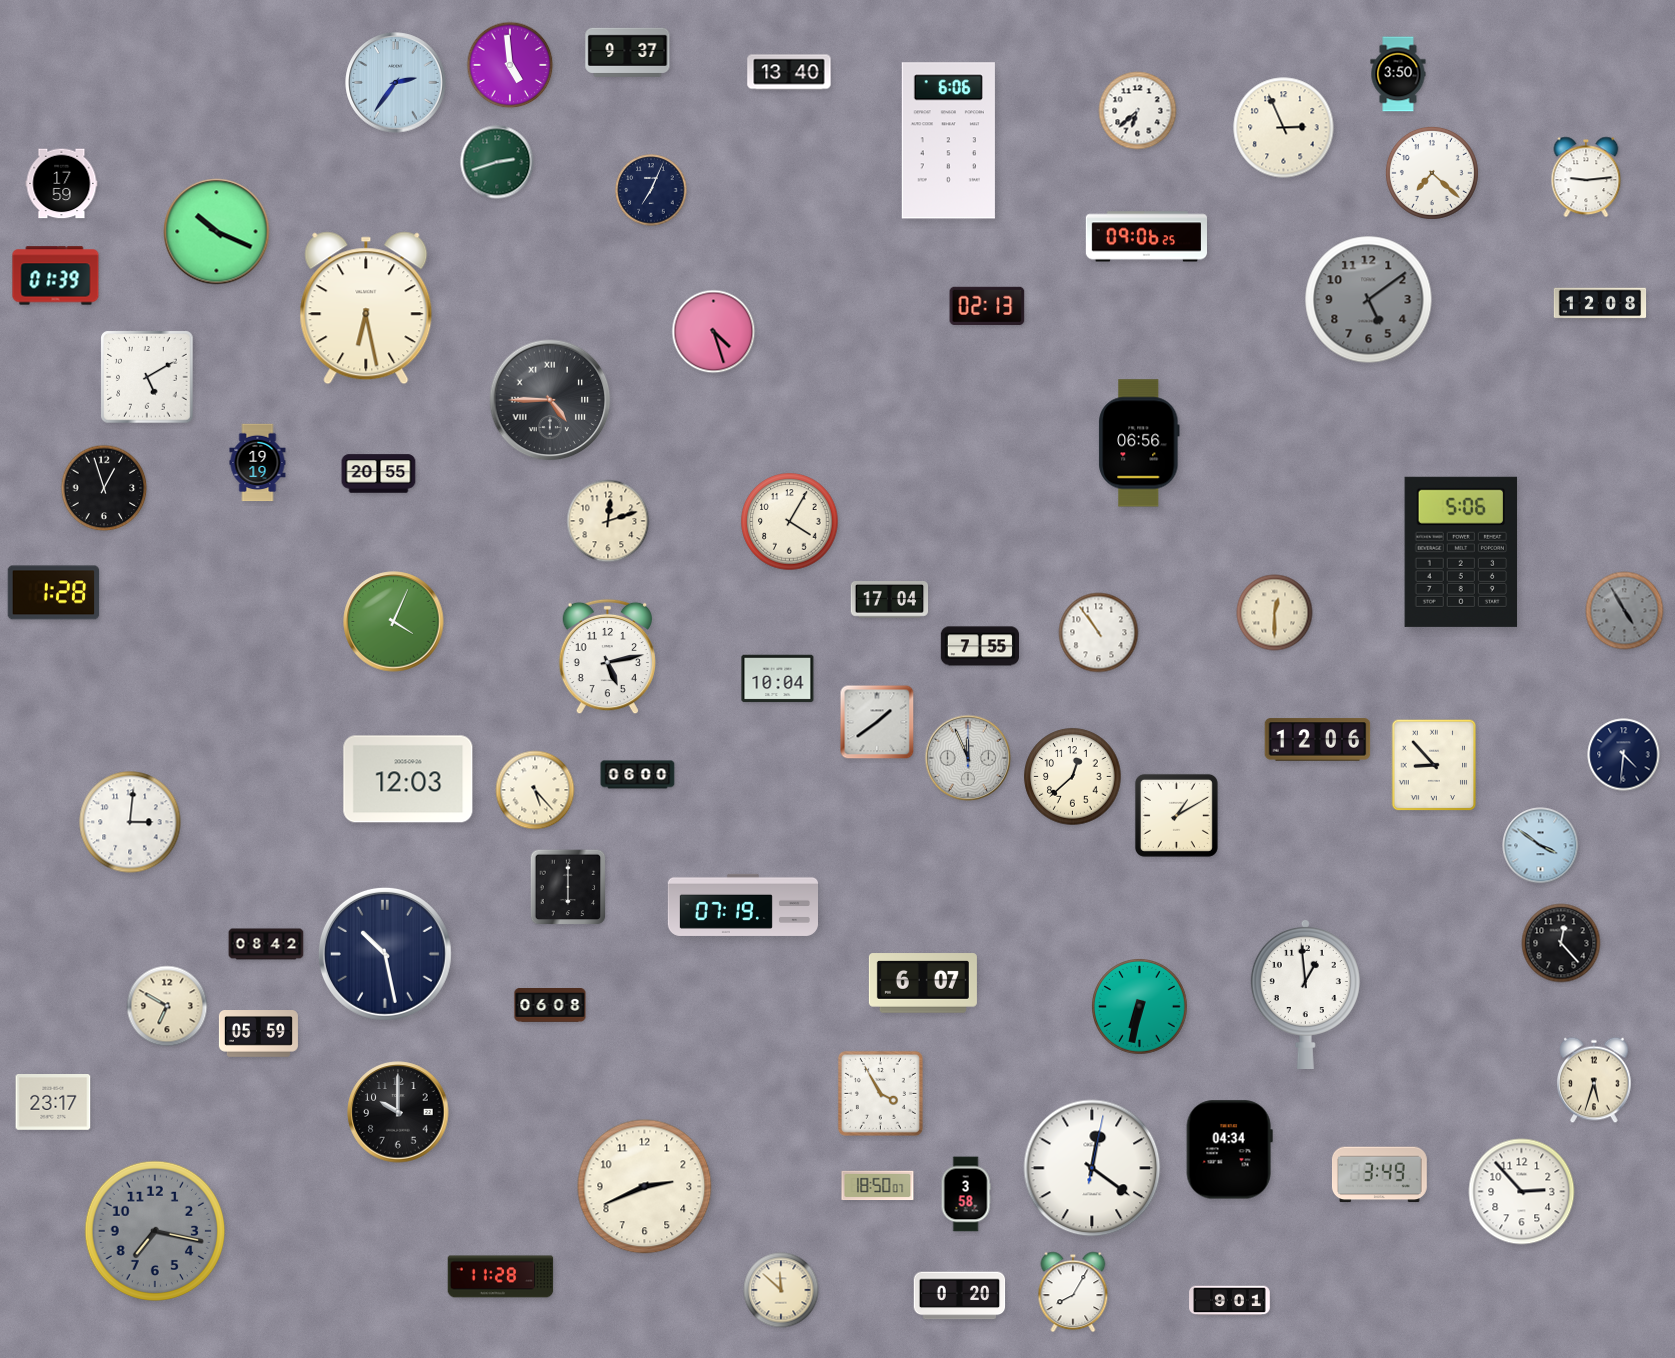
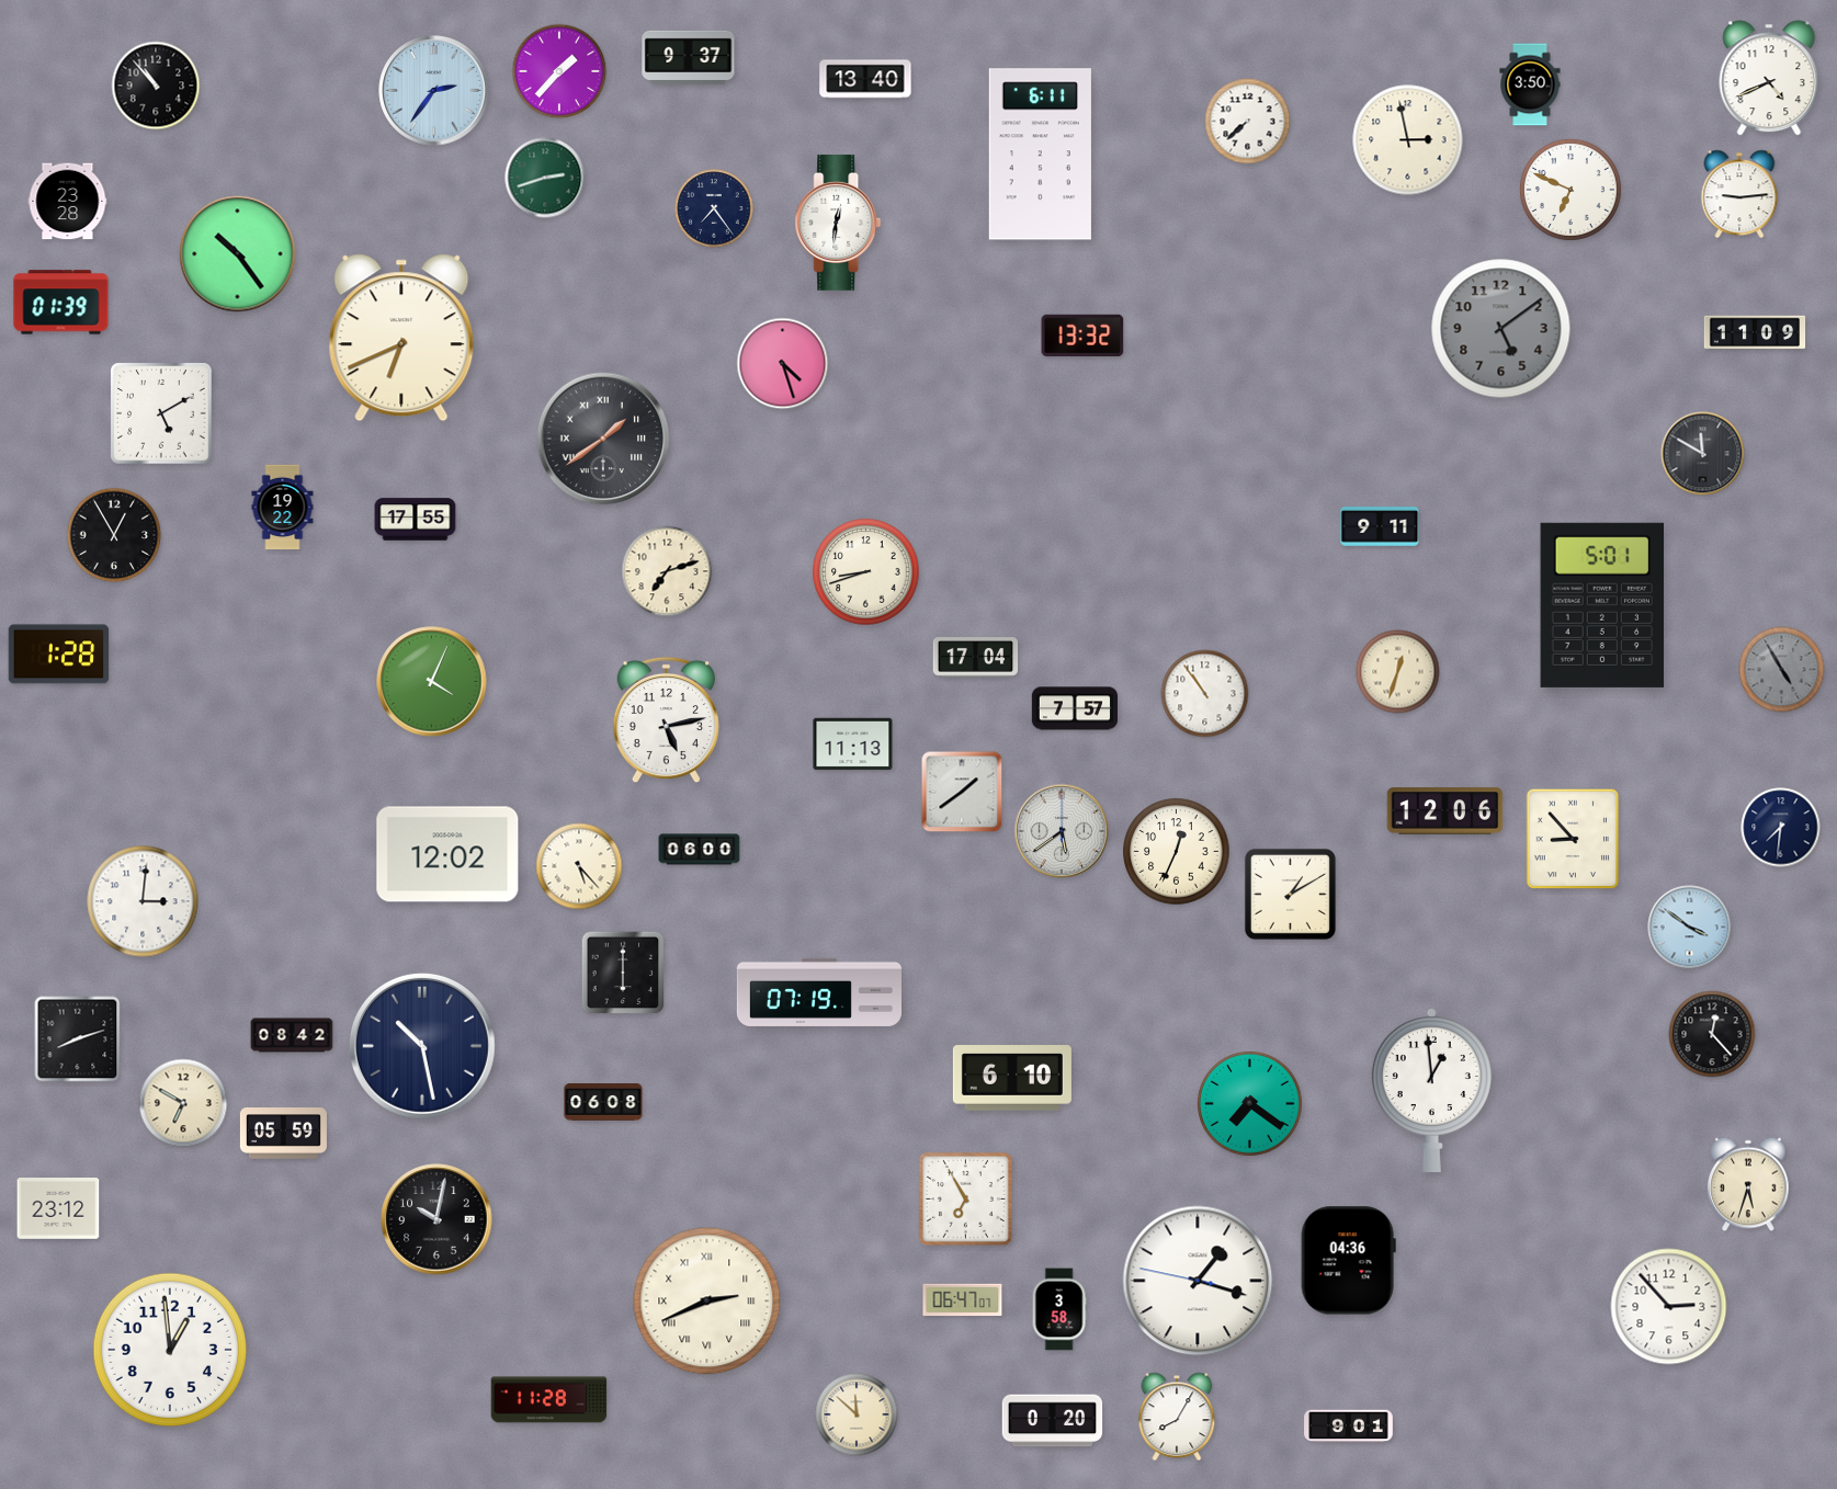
clock at (510, 65): 4:59 -> 1:37
clock at (1769, 78): none -> 4:41
clock at (1398, 74) position: (1398, 74) -> (1530, 84)
clock at (156, 86): none -> 10:53
clock at (1138, 111): 6:38 -> 7:38
clock at (1284, 128): 2:56 -> 2:58
clock at (948, 141): 6:06 -> 6:11
clock at (1432, 173): 7:22 -> 6:49
clock at (62, 184): 17:59 -> 23:28
clock at (651, 190): 7:04 -> 7:24
clock at (838, 223): none -> 12:31
clock at (217, 232): 10:19 -> 10:24
clock at (1146, 237): 09:06 -> none
clock at (1600, 303): 12:08 -> 11:09
clock at (987, 306): 02:13 -> 13:32
clock at (366, 308): 6:28 -> 6:41
clock at (550, 400): 4:45 -> 1:39
clock at (1703, 454): none -> 11:50
clock at (1139, 443): 06:56 -> none
clock at (258, 463): 19:19 -> 19:22
clock at (379, 474): 20:55 -> 17:55
clock at (1380, 526): none -> 9:11
clock at (104, 488): 12:57 -> 12:55
clock at (608, 521): 12:12 -> 7:12
clock at (790, 522): 4:05 -> 8:42
clock at (1461, 552): 5:06 -> 5:01
clock at (54, 593) position: (54, 593) -> (59, 655)
clock at (1275, 613): 12:30 -> 12:33
clock at (979, 646): 7:55 -> 7:57
clock at (778, 679): 10:04 -> 11:13
clock at (1624, 755): 4:31 -> 7:31
clock at (968, 758): 11:56 -> 5:39
clock at (1073, 777): 12:38 -> 12:34
clock at (408, 779): 12:03 -> 12:02
clock at (535, 790) position: (535, 790) -> (579, 866)
clock at (742, 905) position: (742, 905) -> (818, 992)
clock at (78, 1039): none -> 8:12
clock at (923, 983): 6:07 -> 6:10
clock at (1140, 1007): 6:32 -> 7:21
clock at (880, 1093): 3:55 -> 6:55
clock at (53, 1103): 23:17 -> 23:12
clock at (398, 1112): 10:00 -> 10:02
clock at (1229, 1150): 04:34 -> 04:36
clock at (1092, 1168): 12:21 -> 1:17
clock at (1379, 1175): 3:49 -> none
clock at (878, 1186): 18:50 -> 06:47
clock at (645, 1187) numerals: Arabic -> Roman
clock at (154, 1230): 7:17 -> 12:59
clock at (154, 1230) dial: grey -> white
